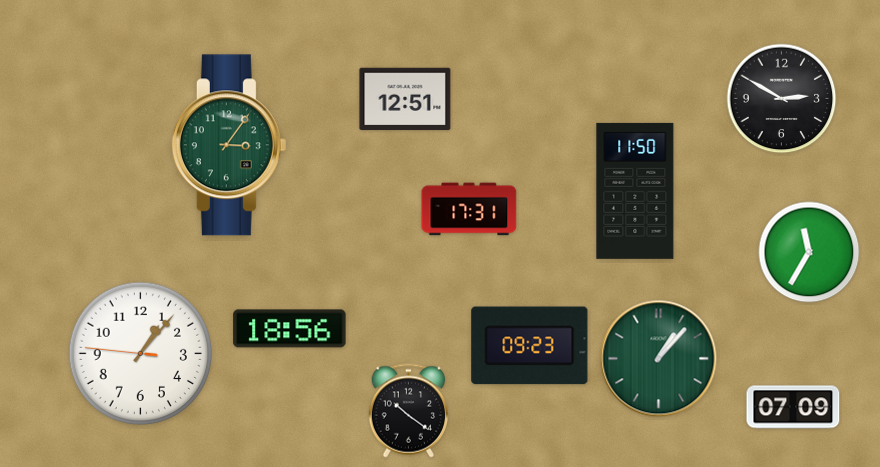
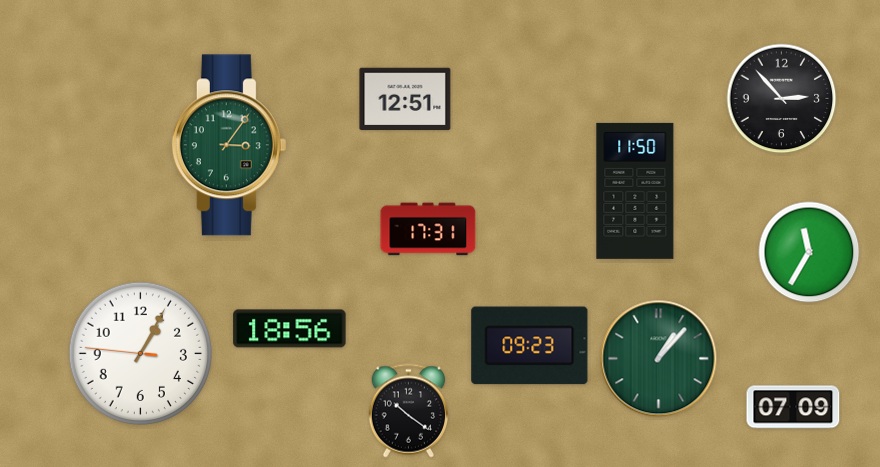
clock at (782, 99): 2:50 -> 2:53
clock at (469, 209) position: (469, 209) -> (428, 229)
clock at (140, 353): 1:06 -> 1:04
